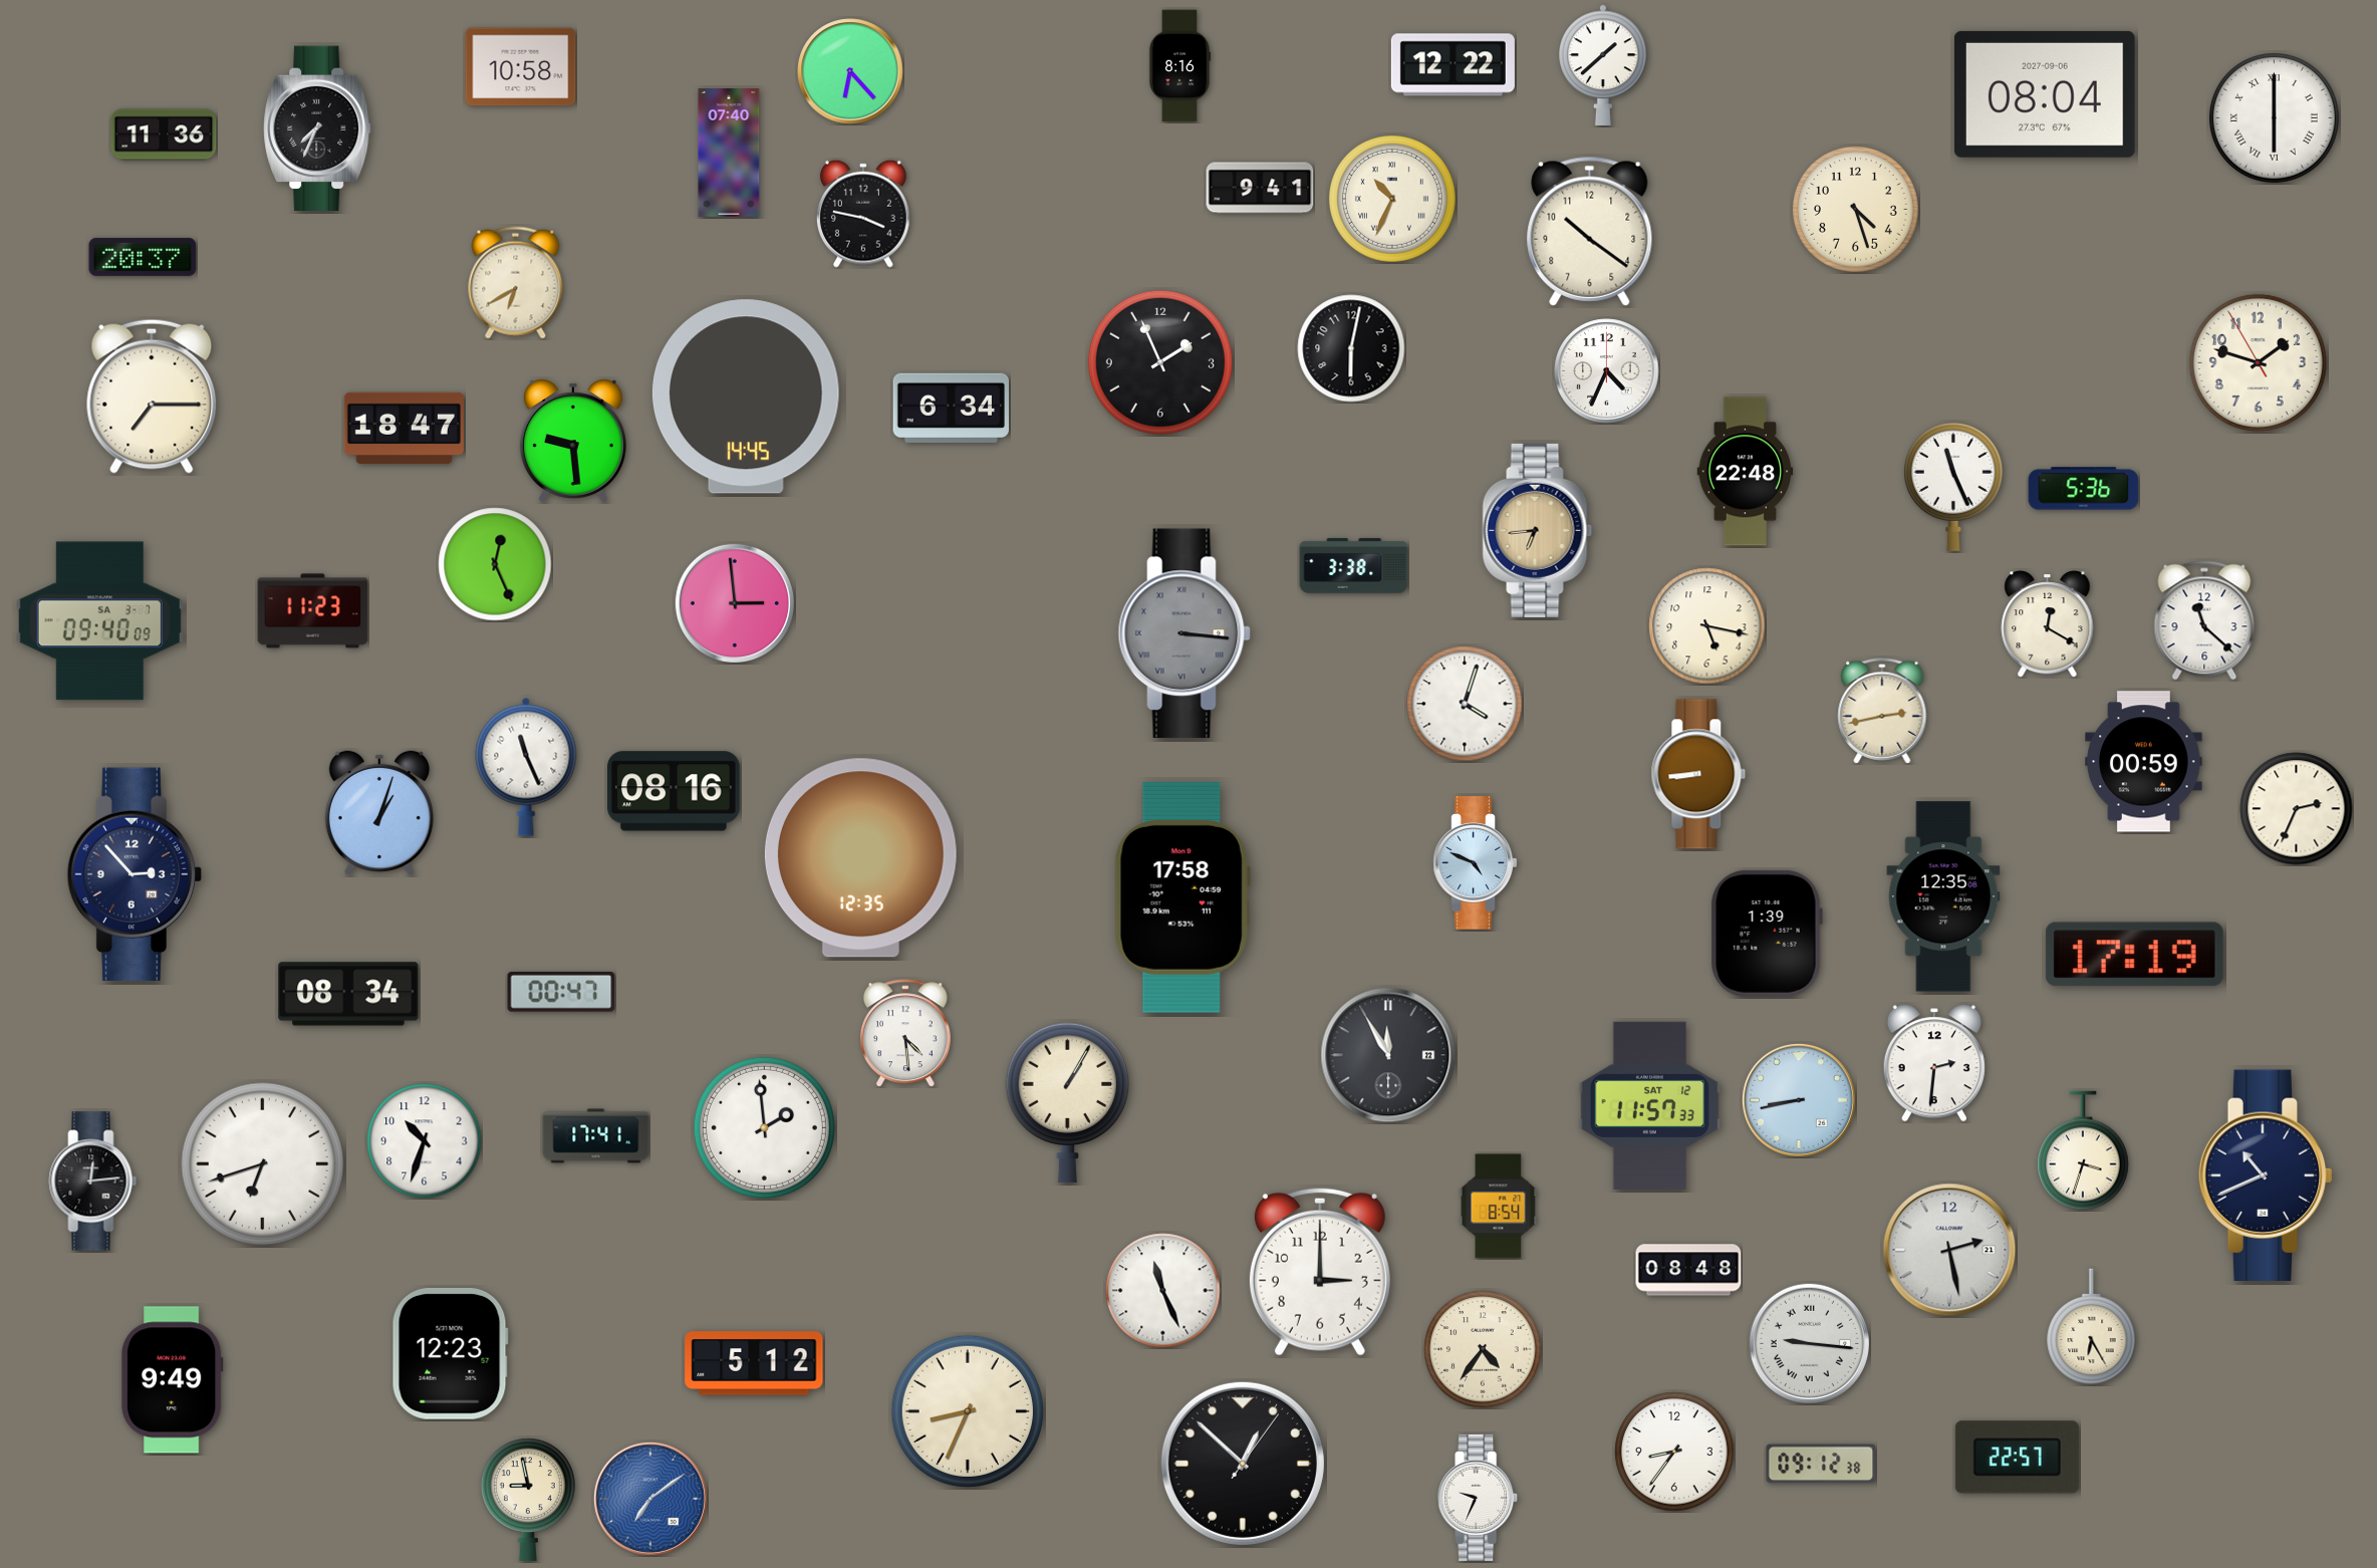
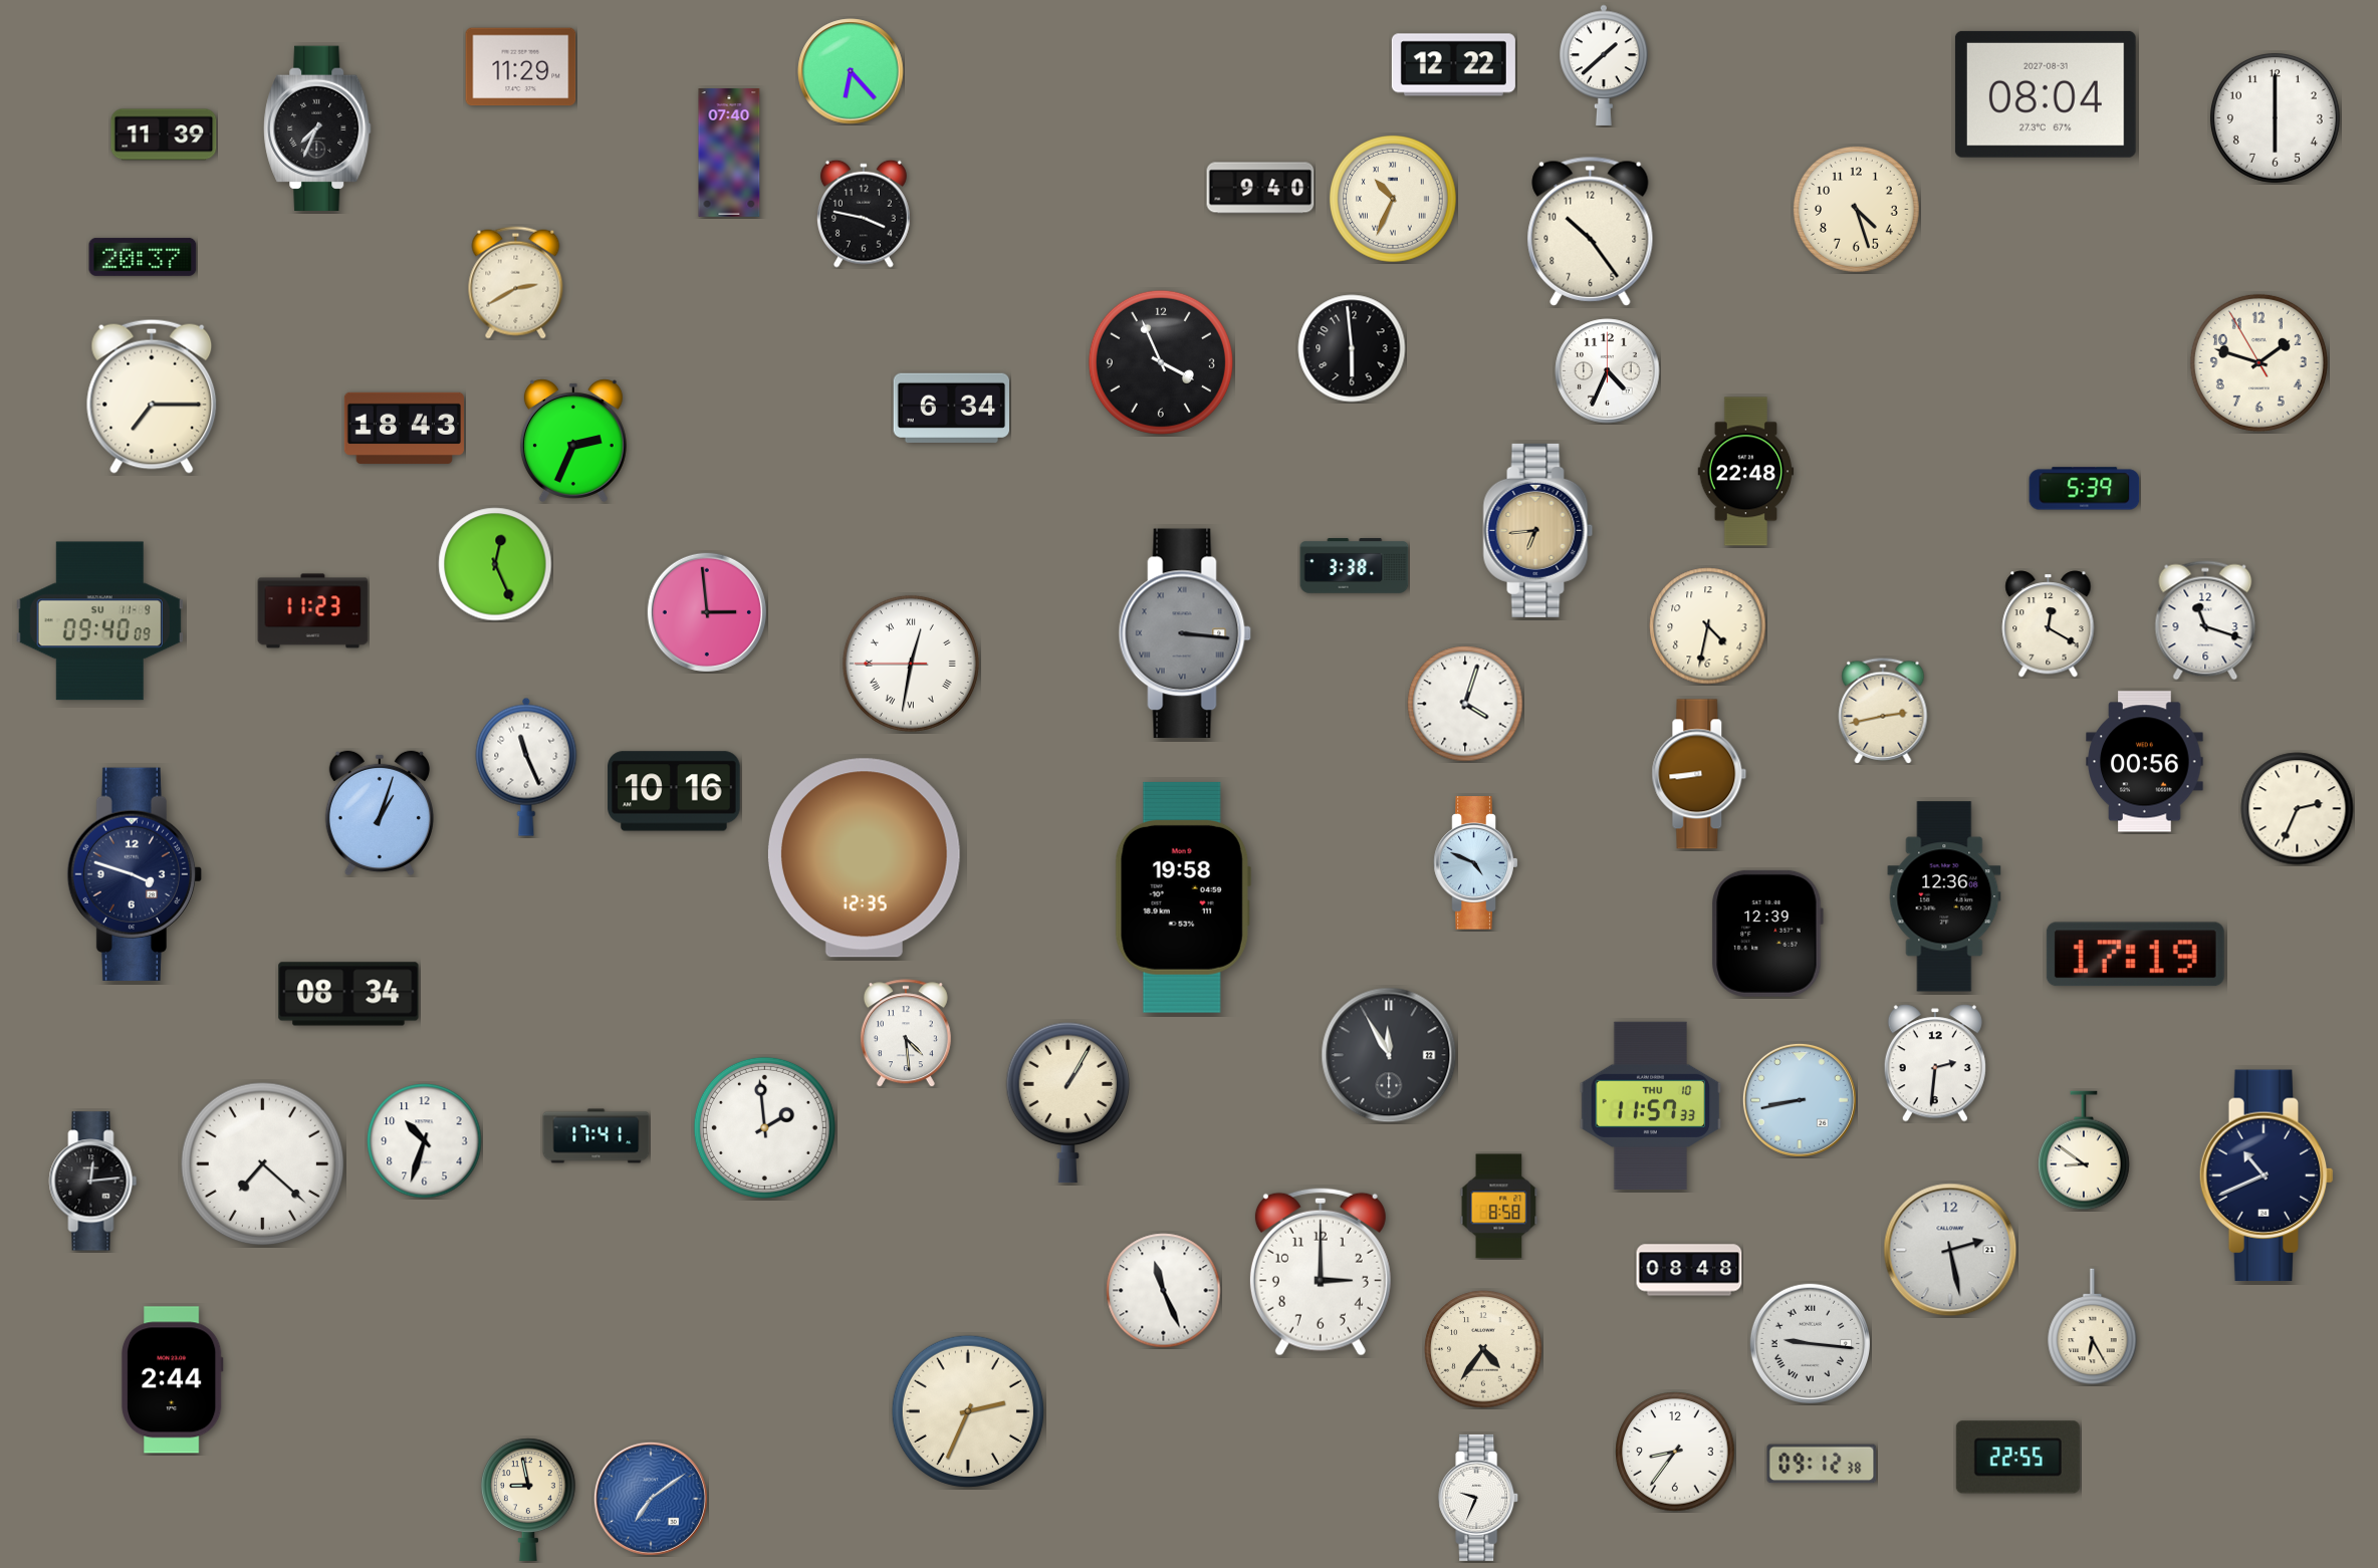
clock at (1179, 66): 8:16 -> none
clock at (521, 67): 10:58 -> 11:29
clock at (2045, 94) date: 2027-09-06 -> 2027-08-31
clock at (2274, 117) numerals: Roman -> Arabic
clock at (164, 135): 11:36 -> 11:39
clock at (1260, 188): 9:41 -> 9:40
clock at (1590, 231): 10:21 -> 10:24
clock at (516, 283): 6:40 -> 2:40
clock at (1351, 348): 6:02 -> 5:59
clock at (1160, 362): 1:56 -> 3:56
clock at (746, 397): 14:45 -> none
clock at (404, 428): 18:47 -> 18:43
clock at (573, 441): 9:29 -> 2:34
clock at (1953, 487): 11:26 -> none
clock at (2084, 489): 5:36 -> 5:39
clock at (735, 603) position: (735, 603) -> (707, 612)
clock at (2204, 620): 11:22 -> 11:18
clock at (99, 621) date: SA 3-7 -> SU 11-9
clock at (1707, 626): 5:17 -> 4:32
clock at (911, 664): none -> 12:31
clock at (2144, 762): 00:59 -> 00:56
clock at (674, 791): 08:16 -> 10:16
clock at (860, 858) position: (860, 858) -> (864, 858)
clock at (135, 873): 2:53 -> 3:48
clock at (1943, 896): 12:35 -> 12:36
clock at (1182, 897): 17:58 -> 19:58
clock at (1767, 934): 1:39 -> 12:39
clock at (561, 992): 00:47 -> none
clock at (1650, 1105) date: SAT 12 -> THU 10
clock at (2083, 1150): 3:33 -> 8:51
clock at (263, 1164): 6:42 -> 7:22
clock at (1499, 1207): 8:54 -> 8:58
clock at (450, 1353): 12:23 -> none
clock at (754, 1363): 5:12 -> none
clock at (172, 1380): 9:49 -> 2:44
clock at (968, 1411): 8:34 -> 2:34
clock at (2017, 1458): 22:57 -> 22:55
clock at (1243, 1464): 12:52 -> none
